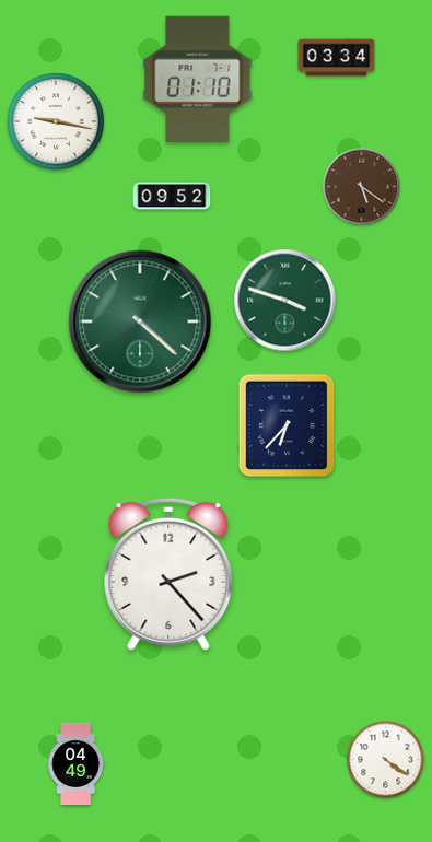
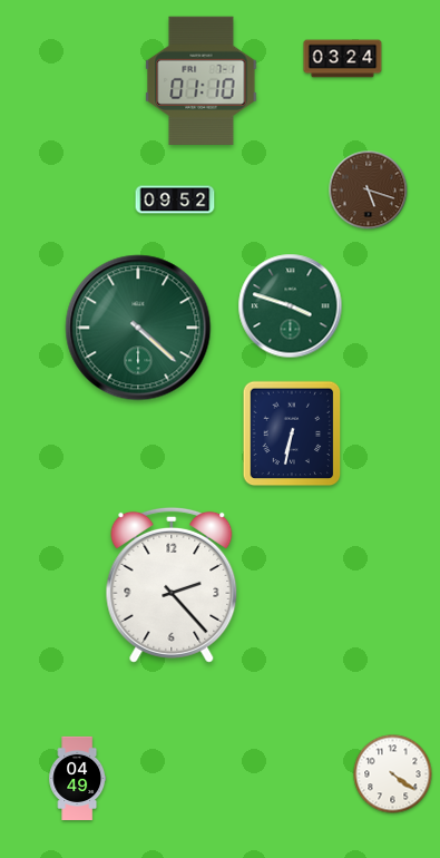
clock at (337, 58): 03:34 -> 03:24
clock at (56, 121): 9:17 -> none
clock at (362, 187): 5:21 -> 5:18
clock at (140, 321) position: (140, 321) -> (138, 328)
clock at (287, 425): 6:37 -> 6:32
